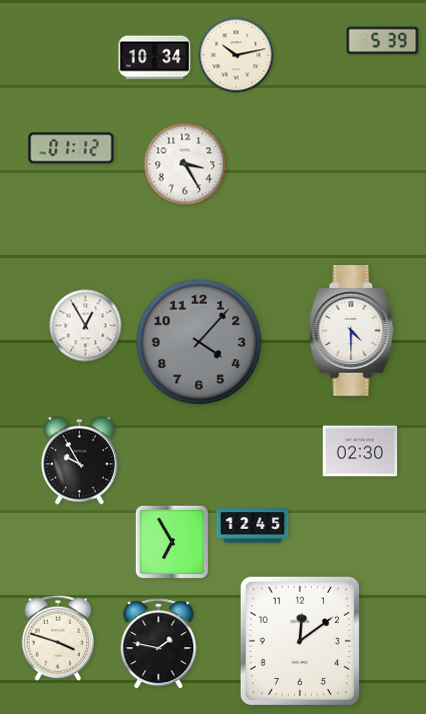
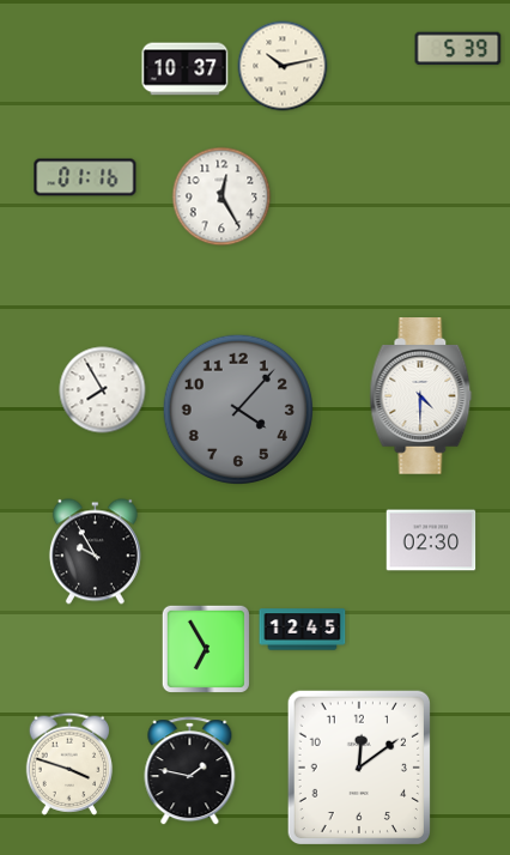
clock at (155, 58): 10:34 -> 10:37
clock at (71, 148): 01:12 -> 01:16
clock at (185, 164): 3:25 -> 12:25
clock at (86, 326): 12:55 -> 7:55
